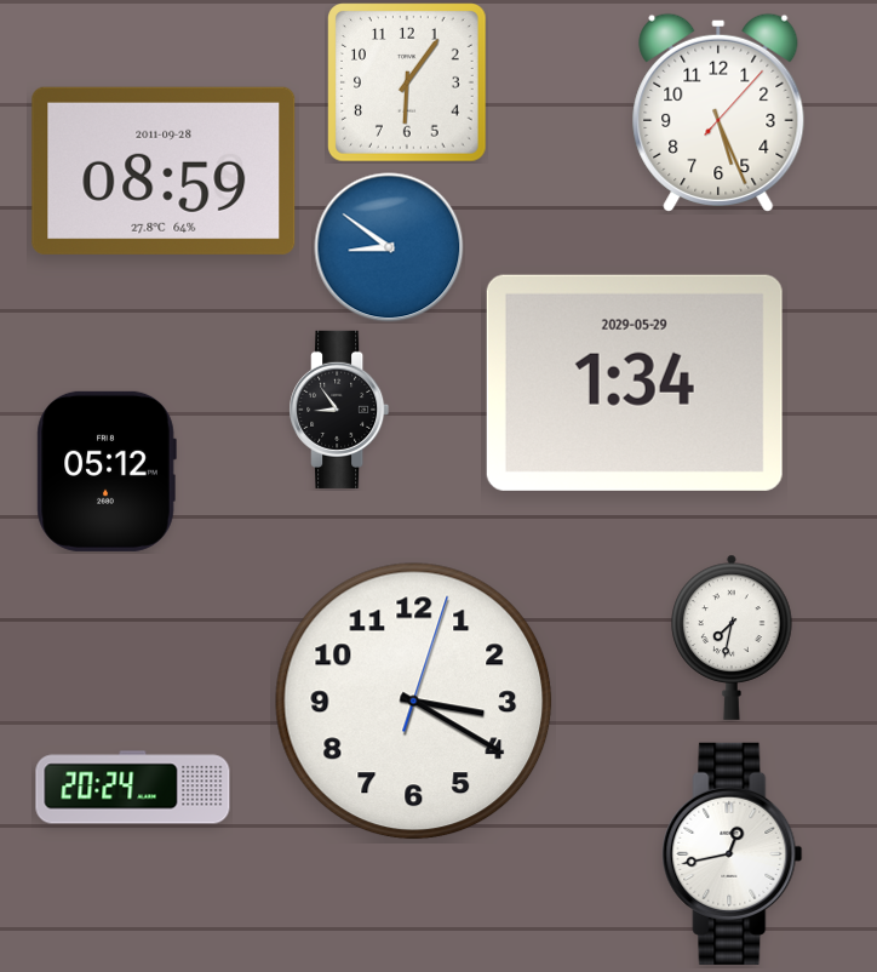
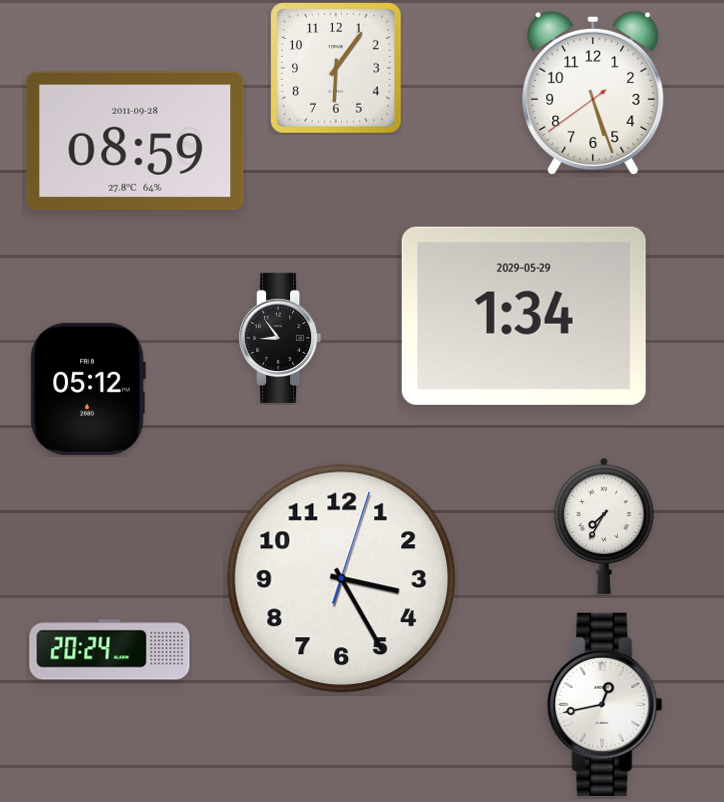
clock at (718, 113): 5:26:07 -> 5:26:39
clock at (389, 247): 8:51 -> none
clock at (732, 637): 7:32 -> 7:35
clock at (414, 702): 3:20 -> 3:25
